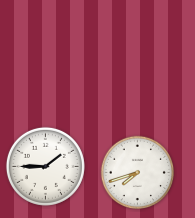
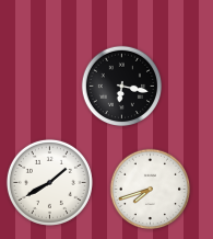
clock at (122, 87): none -> 6:17
clock at (45, 166): 1:45 -> 1:40
